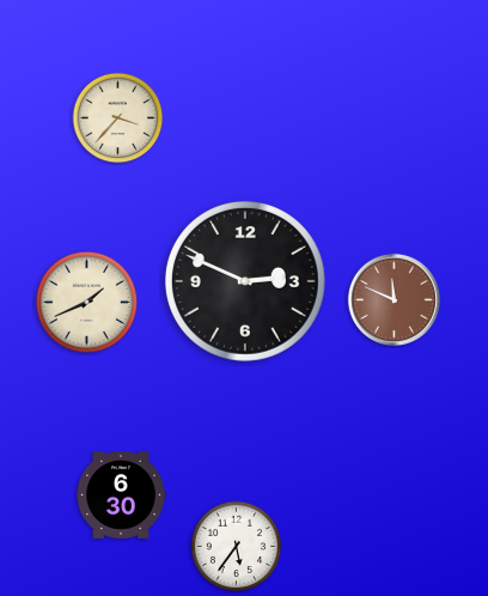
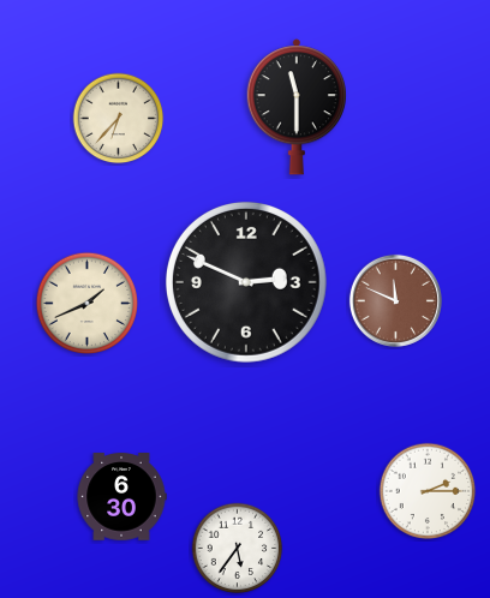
clock at (295, 107): none -> 11:30
clock at (118, 118): 3:37 -> 6:37
clock at (428, 491): none -> 2:15
